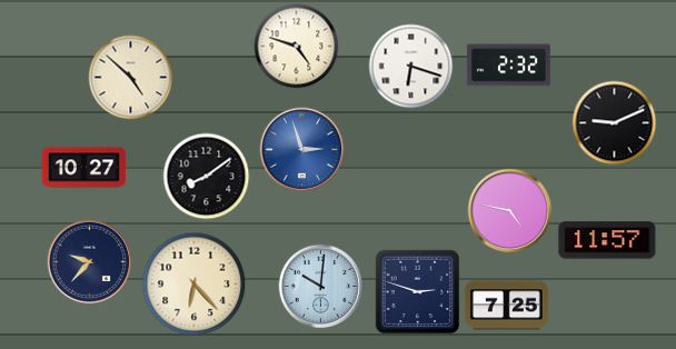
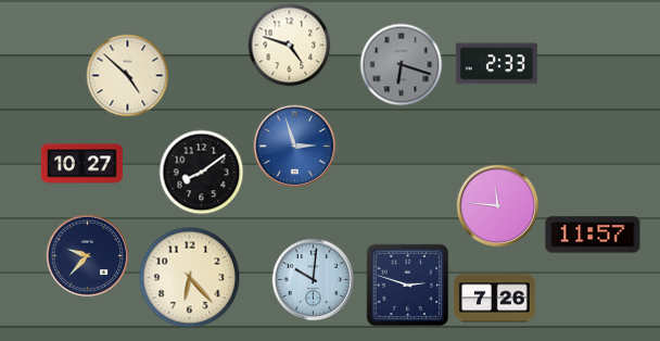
clock at (508, 66): 2:32 -> 2:33
clock at (411, 67) dial: white -> grey
clock at (615, 123): 9:11 -> none
clock at (510, 211): 4:47 -> 11:46
clock at (506, 306): 7:25 -> 7:26
